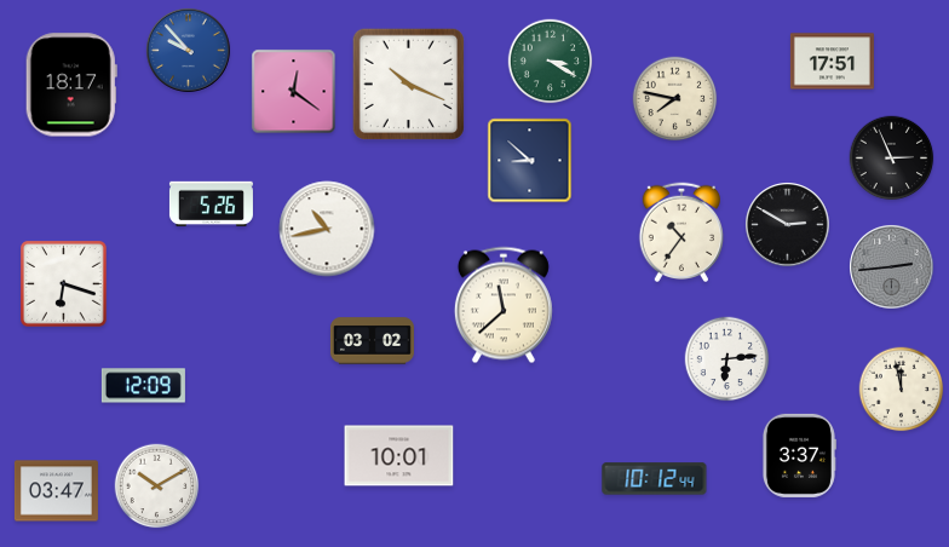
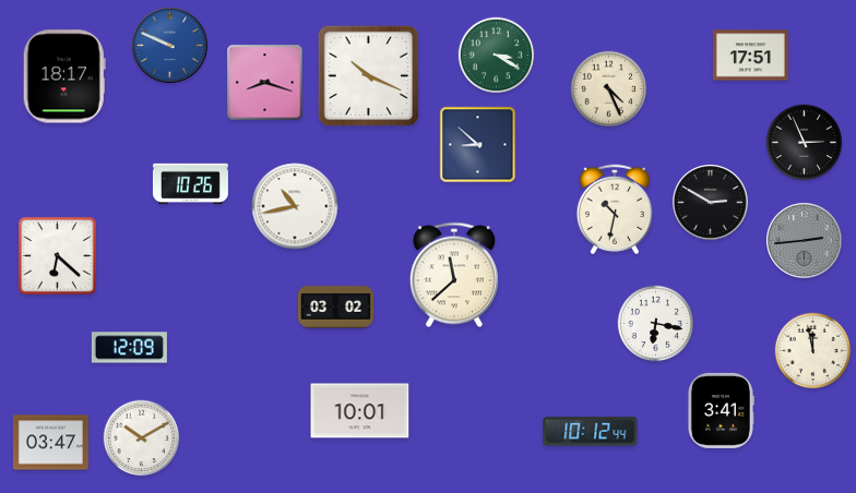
clock at (189, 51): 9:53 -> 9:49
clock at (294, 92): 12:21 -> 8:18
clock at (675, 99): 7:47 -> 4:26
clock at (211, 205): 5:26 -> 10:26
clock at (681, 231): 10:36 -> 10:32
clock at (64, 284): 6:18 -> 6:22
clock at (727, 359): 6:14 -> 6:17
clock at (799, 455): 3:37 -> 3:41
